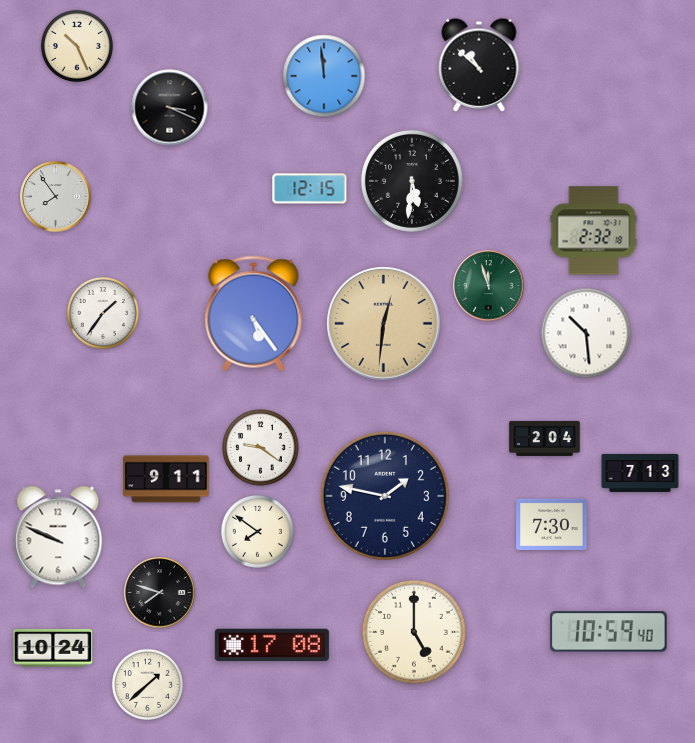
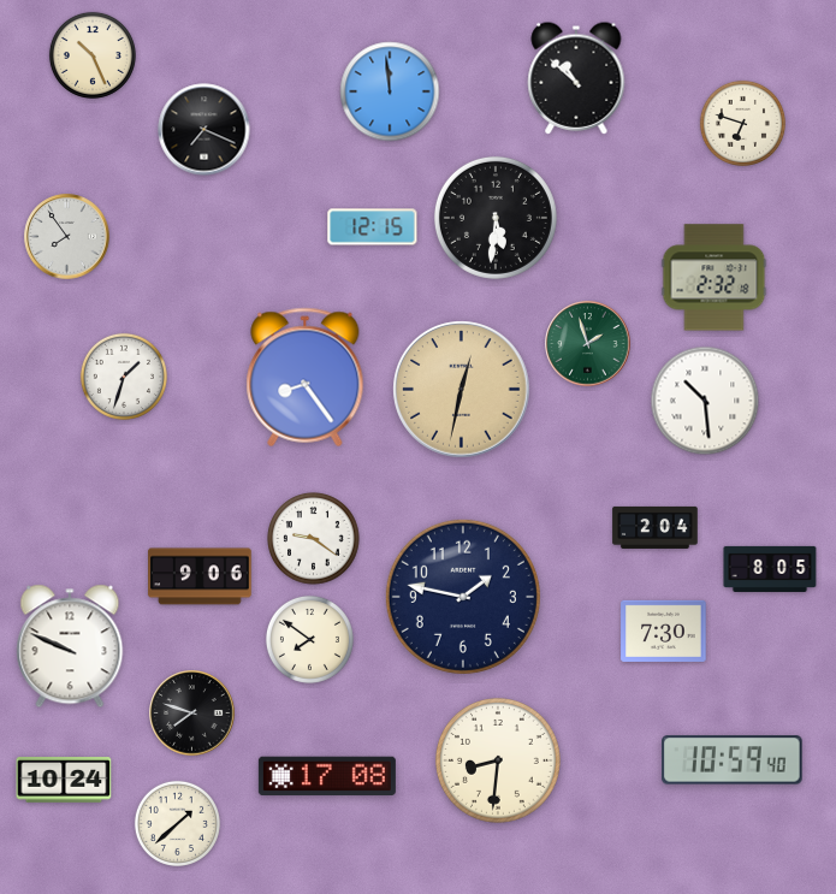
clock at (742, 123): none -> 6:48
clock at (170, 108): 3:19 -> 7:19
clock at (489, 286): 11:57 -> 1:57
clock at (103, 313): 1:36 -> 1:33
clock at (254, 314): 5:24 -> 8:24
clock at (384, 324): 12:31 -> 12:32
clock at (640, 473): 7:13 -> 8:05
clock at (166, 479): 9:11 -> 9:06
clock at (414, 632): 5:00 -> 8:31
